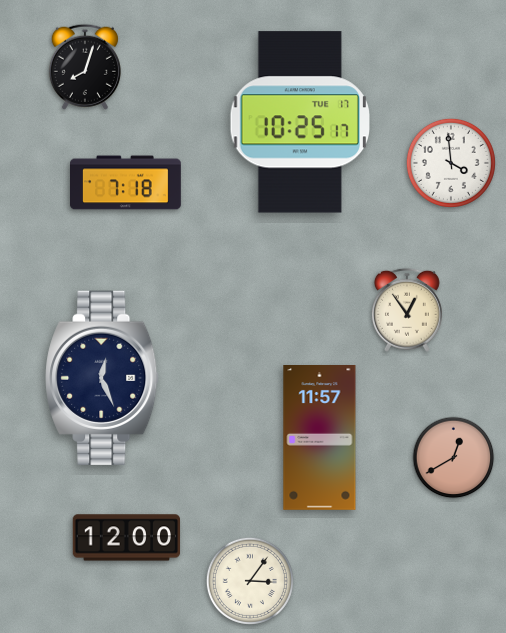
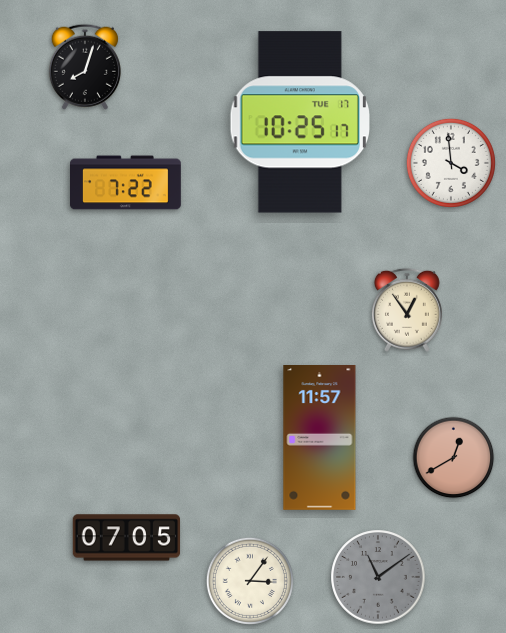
clock at (126, 183): 7:18 -> 7:22
clock at (103, 378): 12:26 -> none
clock at (127, 538): 12:00 -> 07:05
clock at (378, 577): none -> 11:09
